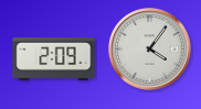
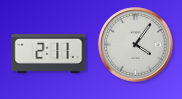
clock at (54, 58): 2:09 -> 2:11
